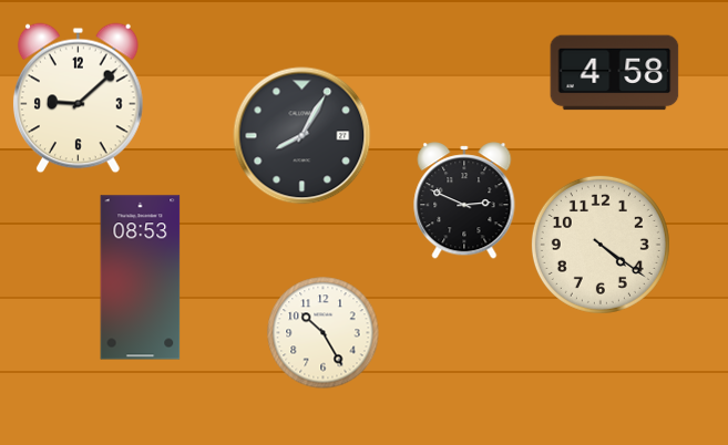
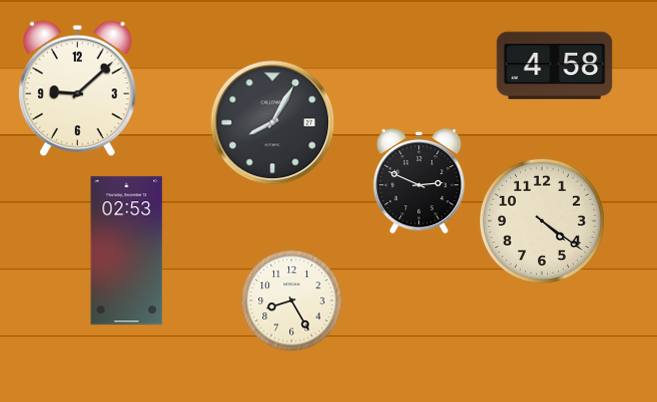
clock at (79, 99) position: (79, 99) -> (78, 89)
clock at (141, 278): 08:53 -> 02:53
clock at (324, 333): 10:25 -> 8:25
